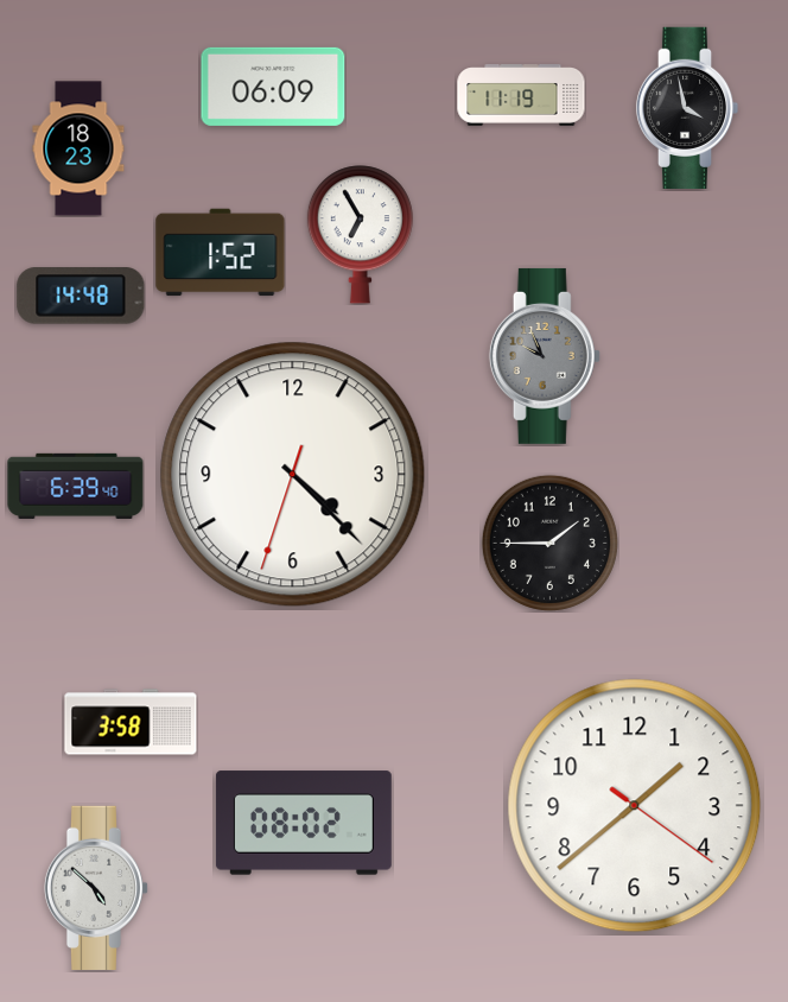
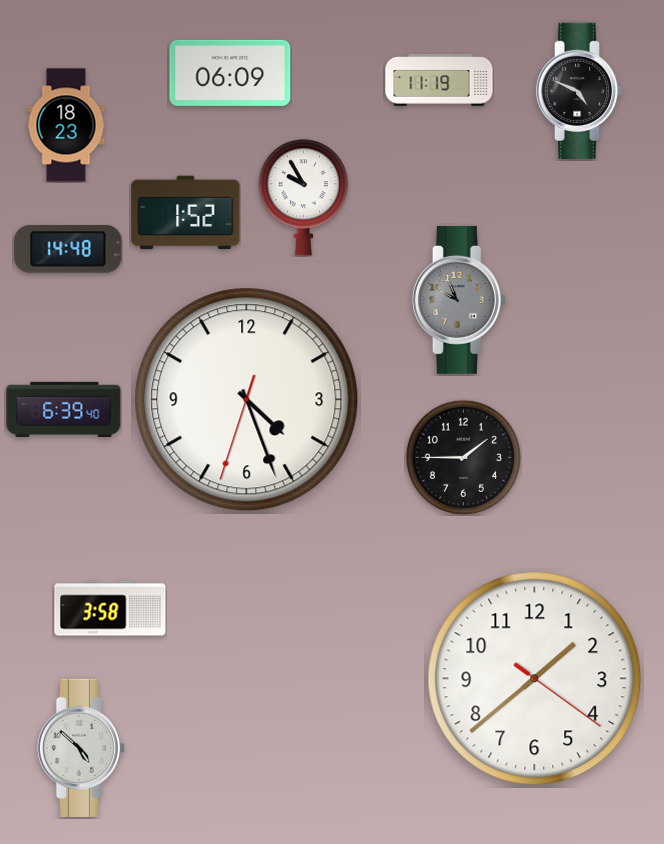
clock at (687, 107): 3:58 -> 4:49
clock at (360, 235): 6:55 -> 9:55
clock at (293, 475): 4:22 -> 4:26
clock at (304, 823): 08:02 -> none
